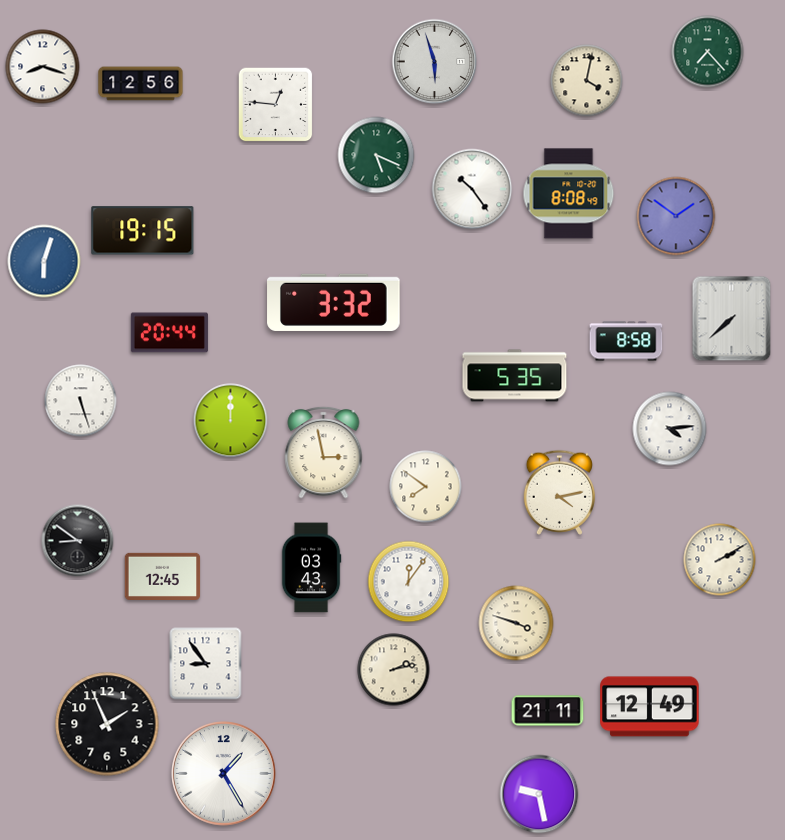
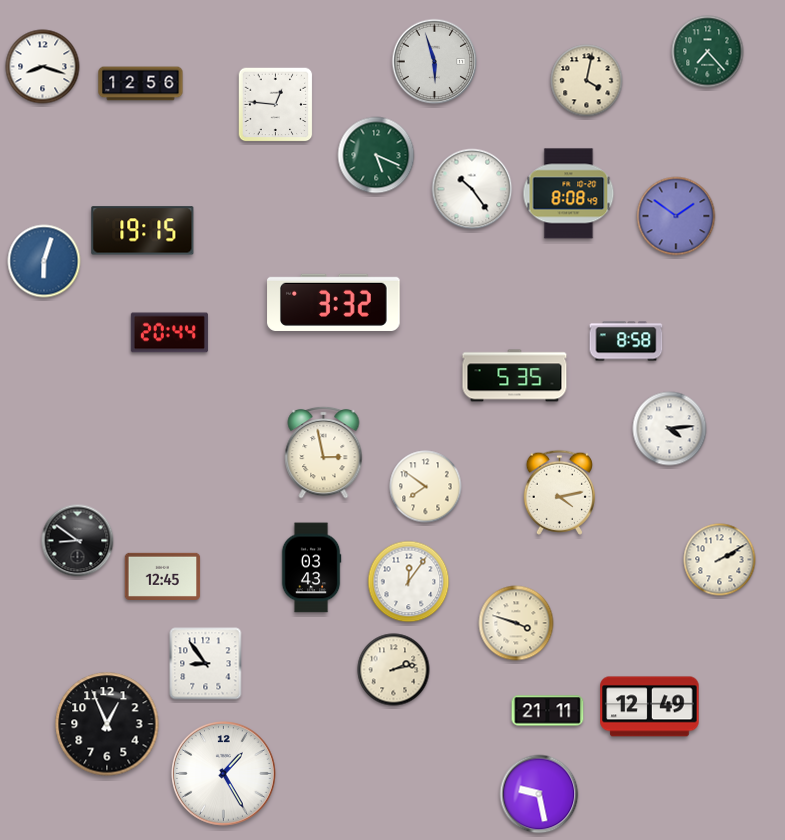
clock at (732, 319): 7:38 -> none
clock at (81, 401): 5:27 -> none
clock at (231, 421): 12:00 -> none
clock at (107, 724): 1:56 -> 12:56
